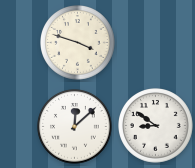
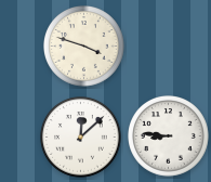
clock at (156, 126): 8:51 -> 8:46
